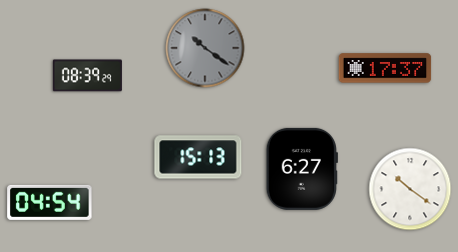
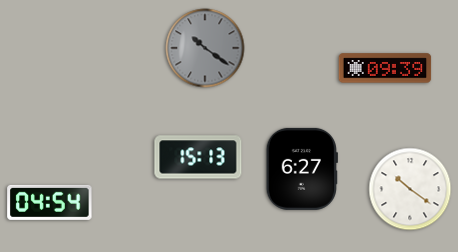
clock at (385, 68): 17:37 -> 09:39
clock at (87, 76): 08:39 -> none
